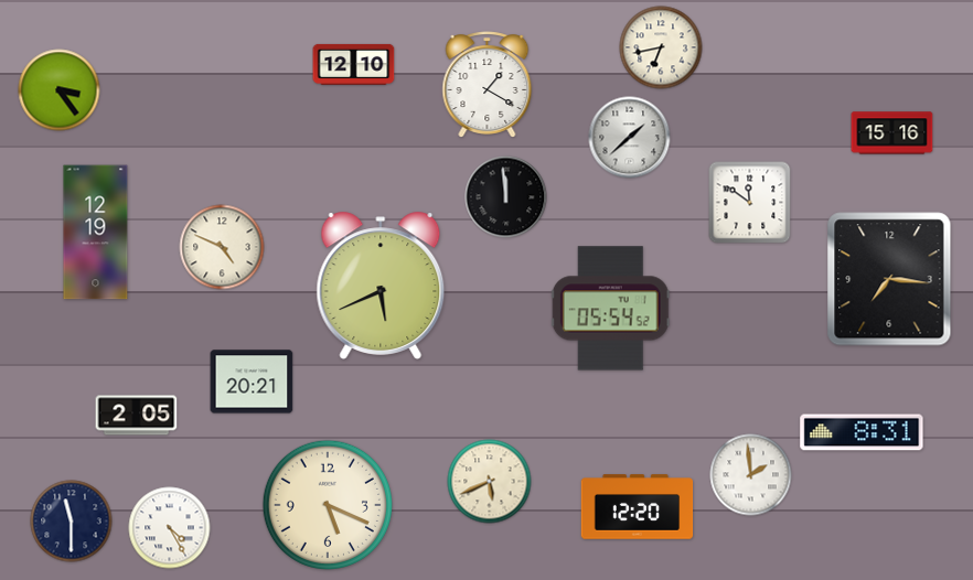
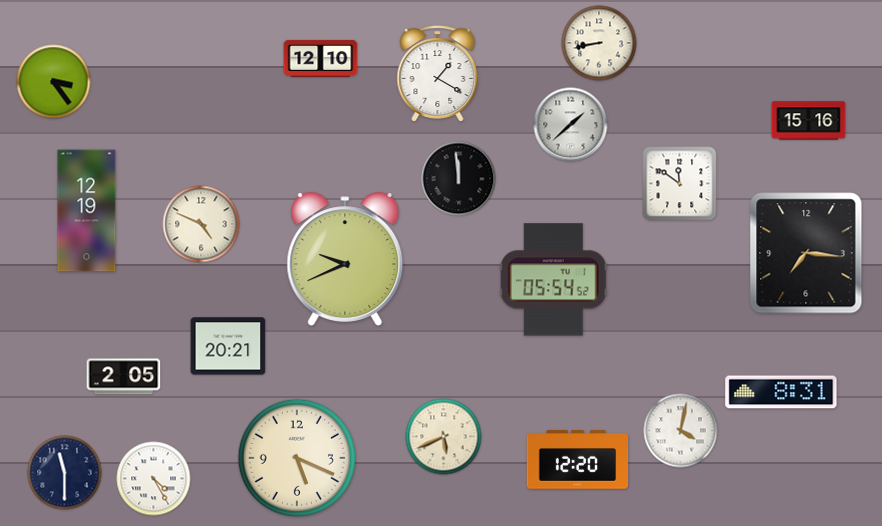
clock at (661, 47): 6:43 -> 8:43
clock at (488, 85) position: (488, 85) -> (438, 74)
clock at (381, 286): 5:41 -> 9:41
clock at (751, 475): 1:59 -> 4:02
